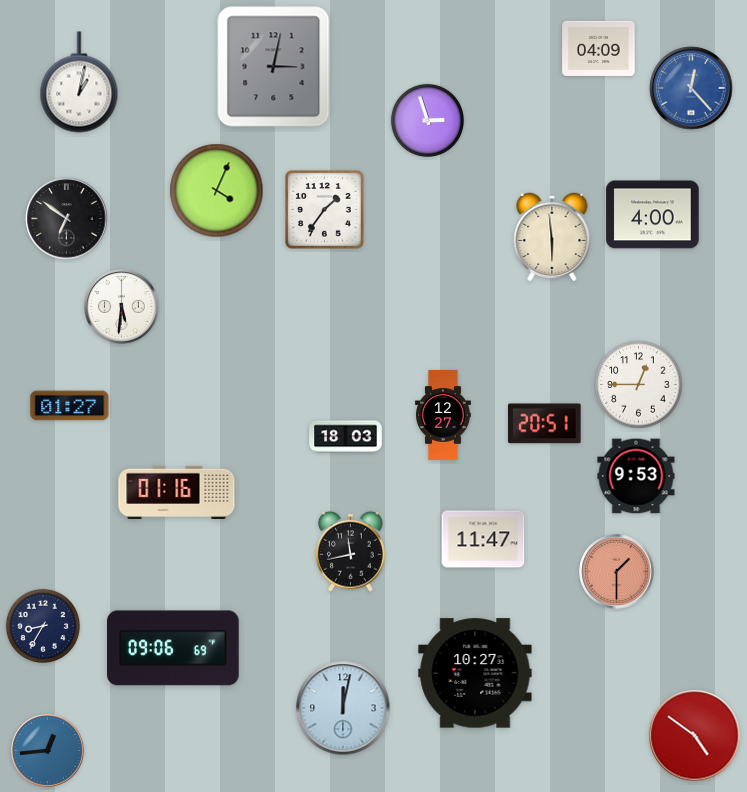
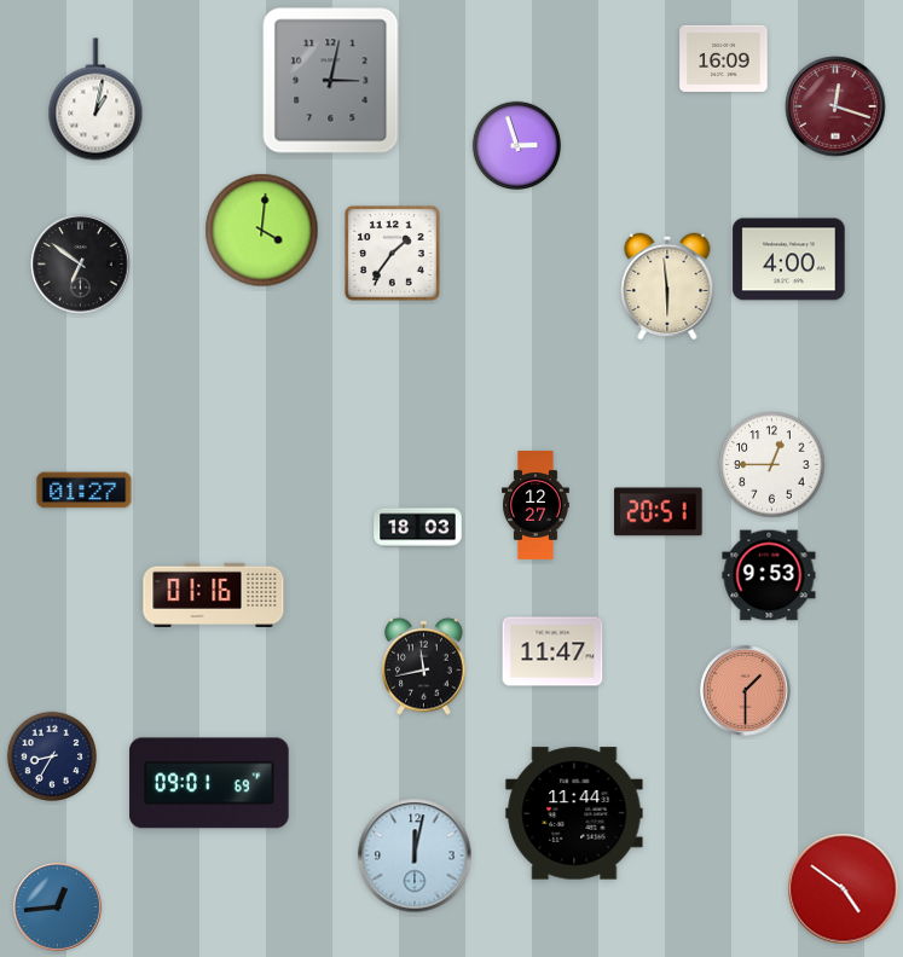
clock at (599, 48): 04:09 -> 16:09
clock at (691, 88): 12:23 -> 12:18
clock at (691, 88) dial: blue -> burgundy
clock at (217, 191): 4:04 -> 4:01
clock at (122, 307): 5:31 -> none
clock at (443, 416) position: (443, 416) -> (536, 506)
clock at (483, 539) position: (483, 539) -> (552, 651)
clock at (173, 648): 09:06 -> 09:01
clock at (475, 673): 10:27 -> 11:44
clock at (695, 736) position: (695, 736) -> (844, 889)
